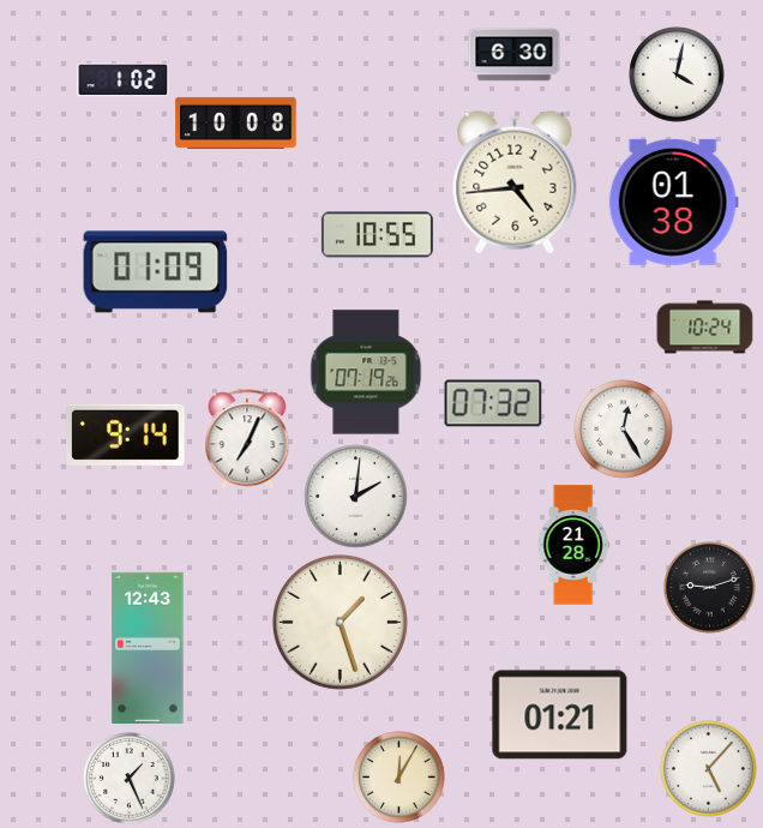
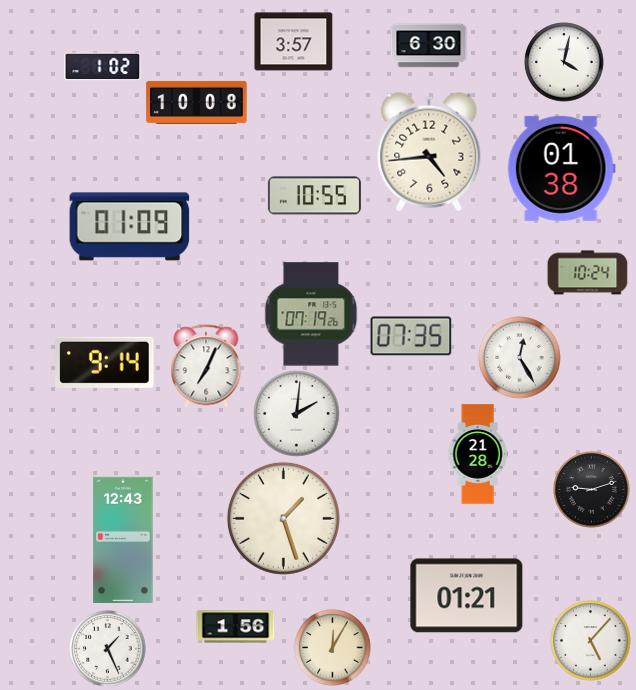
clock at (294, 42): none -> 3:57
clock at (366, 372) position: (366, 372) -> (311, 314)
clock at (493, 403): 07:32 -> 07:35
clock at (236, 627): none -> 1:56
